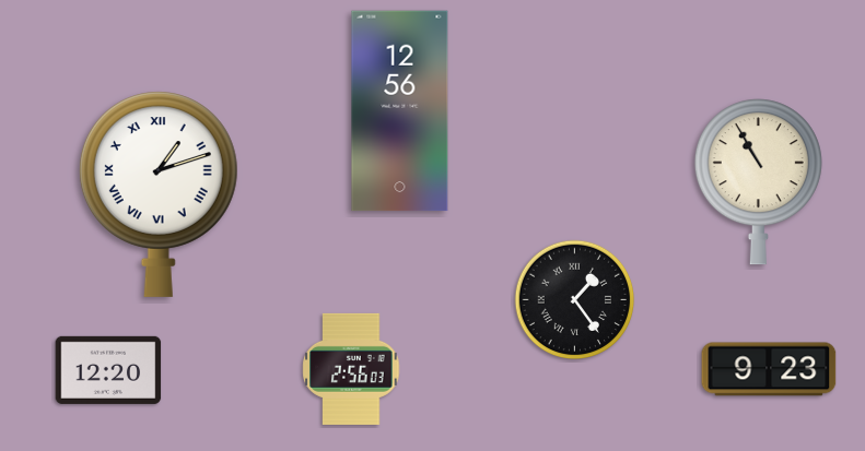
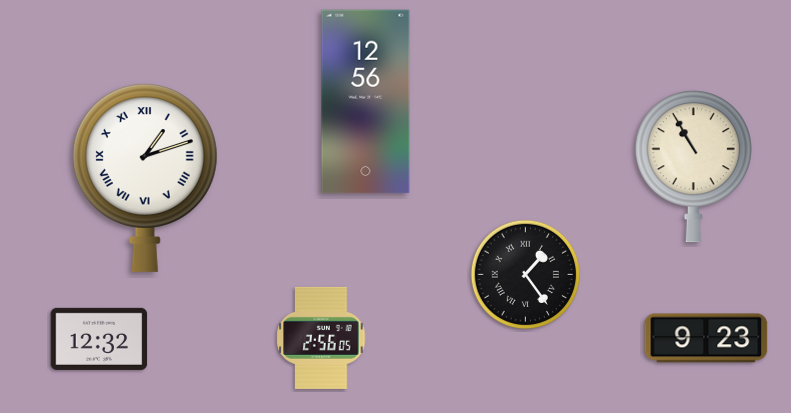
clock at (351, 369): 2:56:03 -> 2:56:05
clock at (769, 369) position: (769, 369) -> (706, 338)
clock at (108, 370): 12:20 -> 12:32
